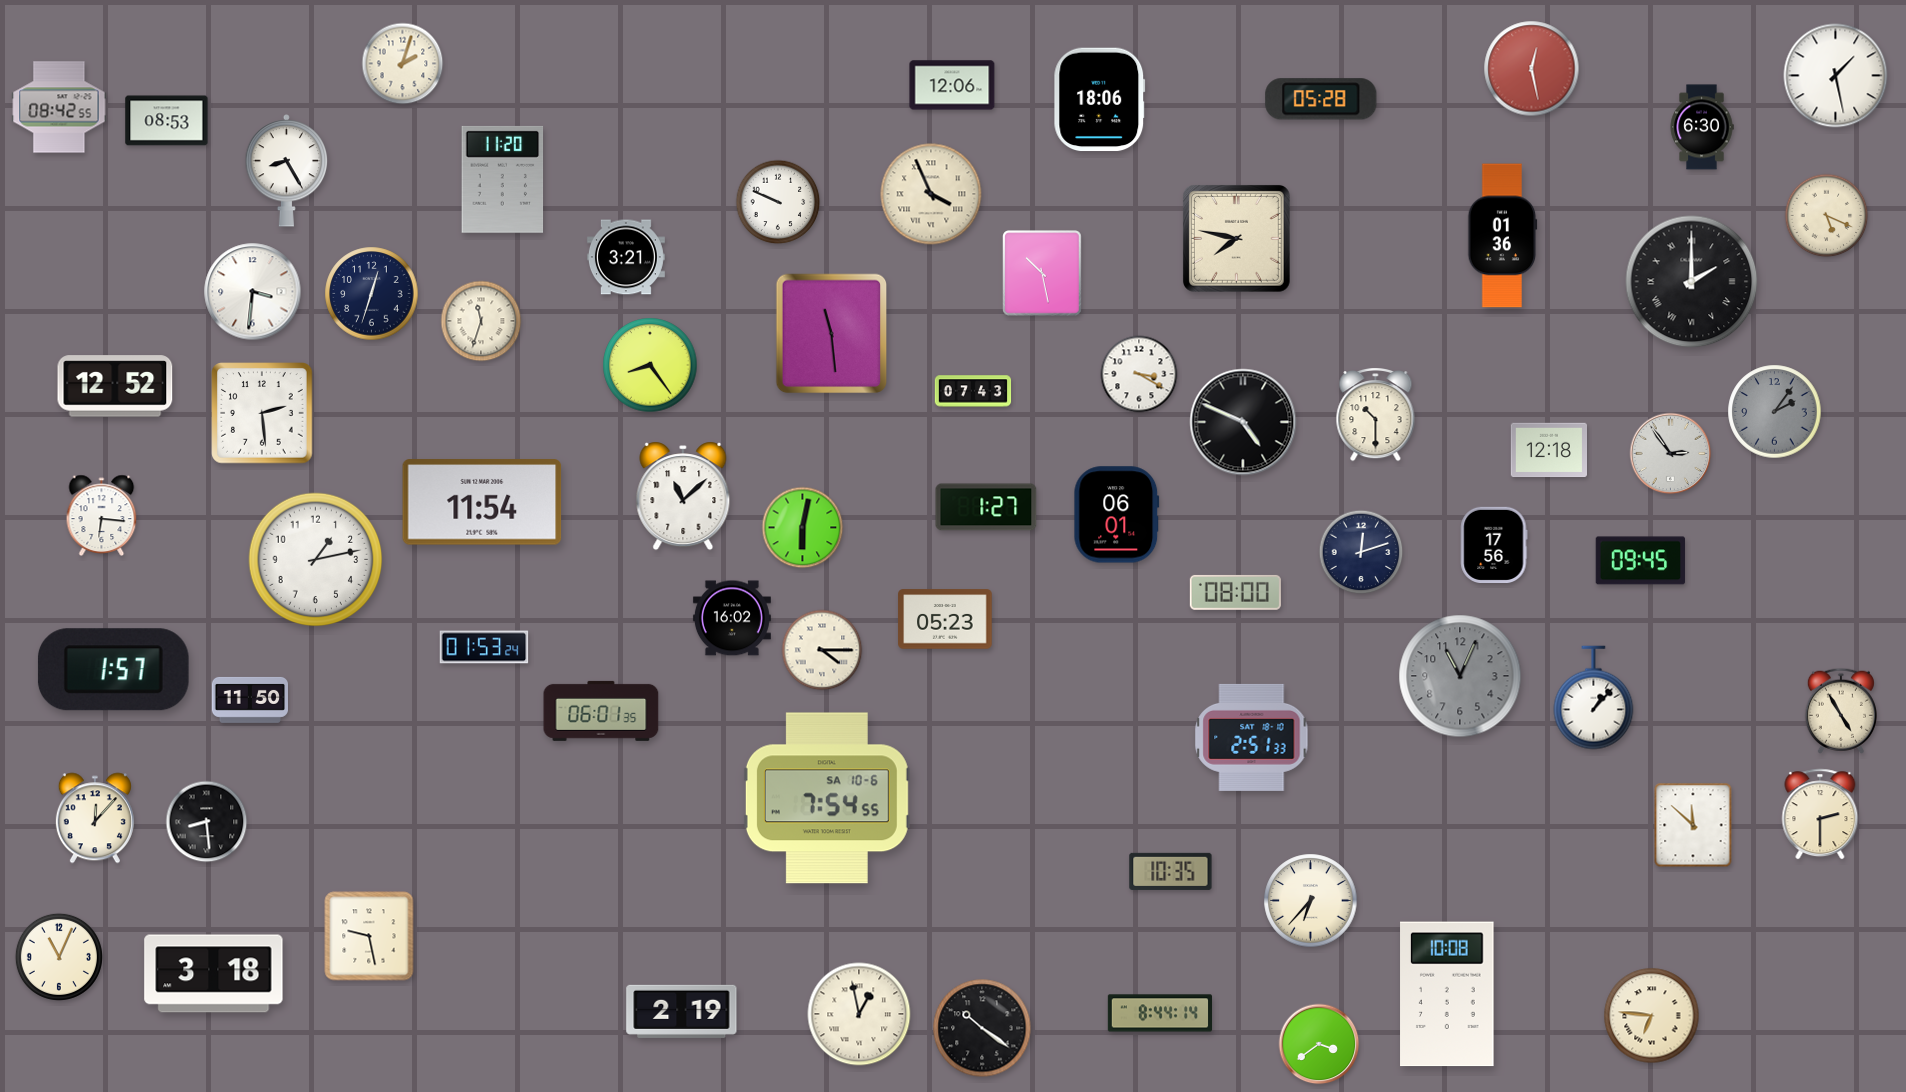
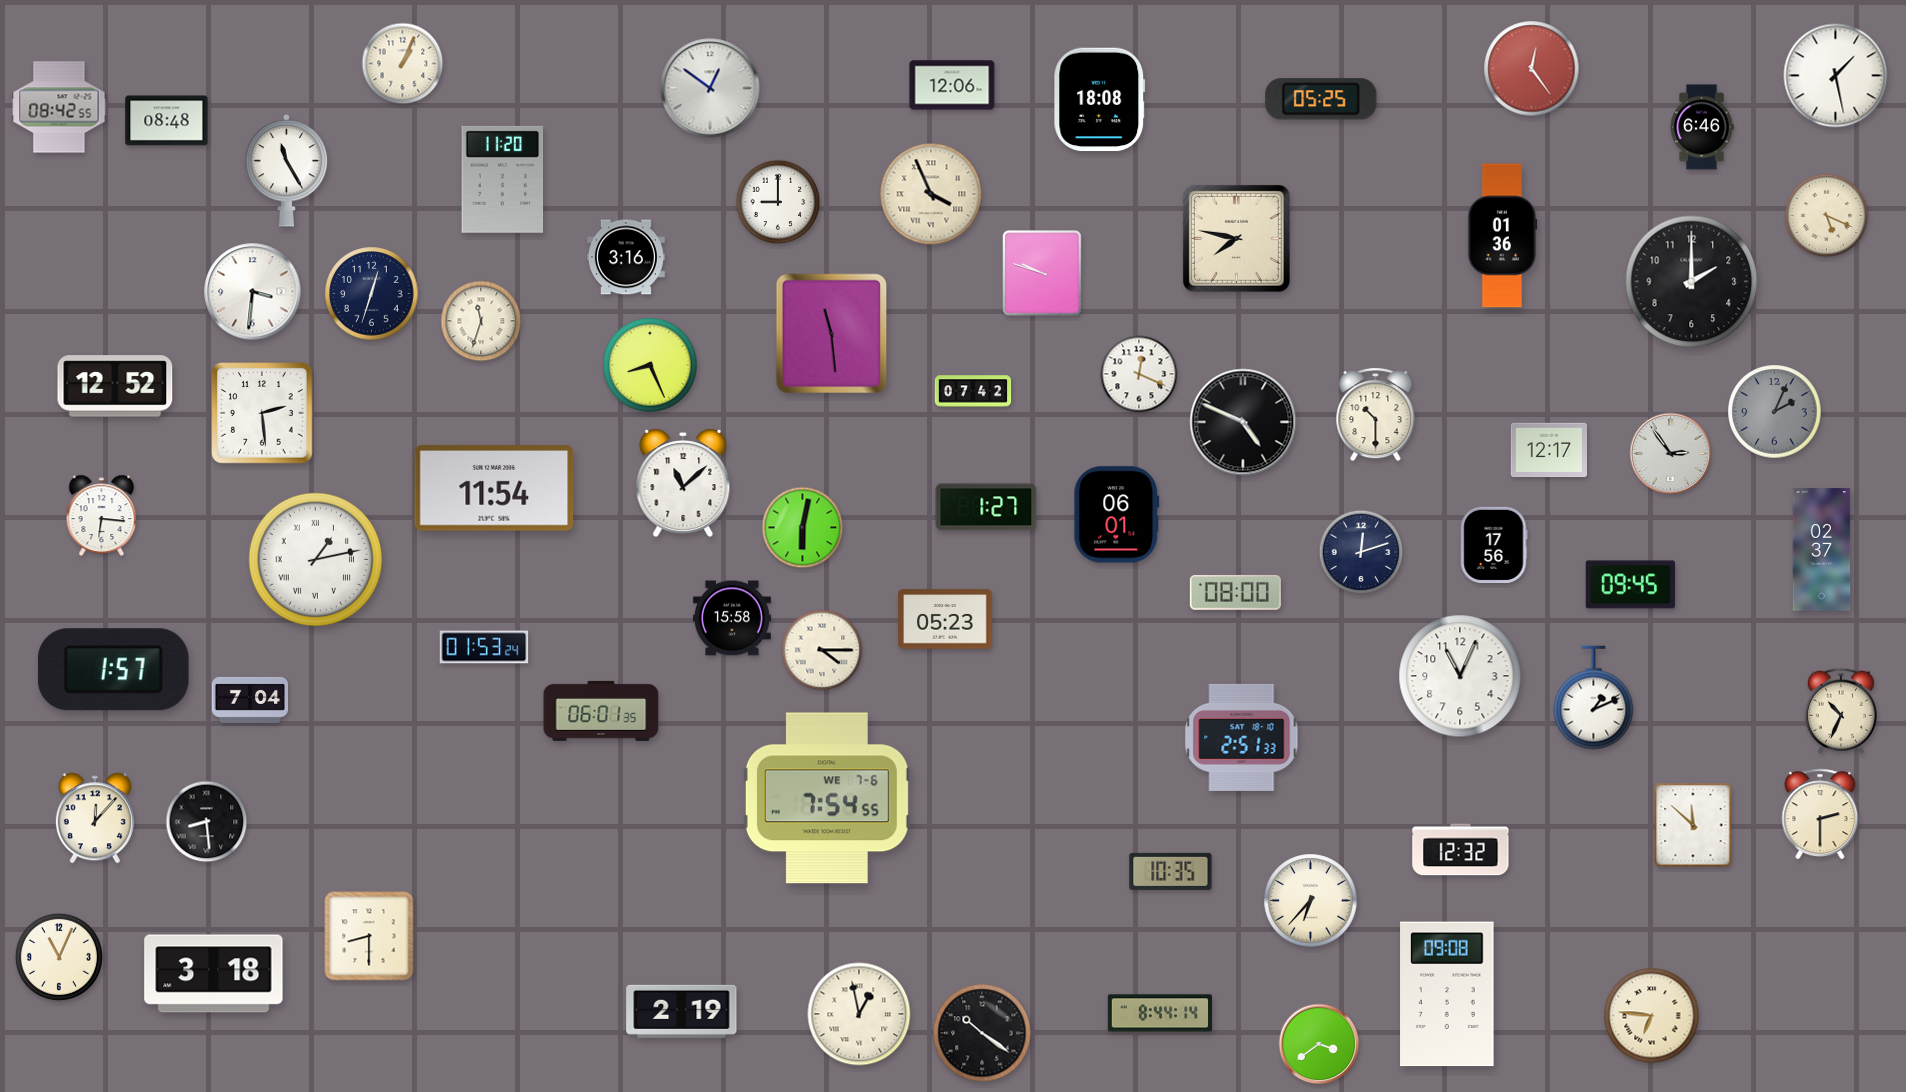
clock at (403, 64): 2:03 -> 1:04
clock at (1532, 69): 12:28 -> 12:24
clock at (710, 88): none -> 12:51
clock at (1321, 99): 05:28 -> 05:25
clock at (1100, 100): 18:06 -> 18:08
clock at (167, 121): 08:53 -> 08:48
clock at (1702, 127): 6:30 -> 6:46
clock at (287, 171): 8:25 -> 11:25
clock at (778, 202): 9:49 -> 9:00
clock at (626, 257): 3:21 -> 3:16
clock at (1042, 273): 10:28 -> 9:48
clock at (1692, 282) numerals: Roman -> Arabic
clock at (650, 365): 8:24 -> 8:26
clock at (1139, 374): 3:20 -> 12:19
clock at (973, 391): 07:43 -> 07:42
clock at (1775, 412): 2:06 -> 2:04
clock at (1548, 450): 12:18 -> 12:17
clock at (683, 496) position: (683, 496) -> (683, 483)
clock at (482, 502) position: (482, 502) -> (494, 488)
clock at (1822, 550): none -> 02:37
clock at (316, 560) numerals: Arabic -> Roman
clock at (1641, 561) position: (1641, 561) -> (1631, 585)
clock at (732, 618): 16:02 -> 15:58
clock at (1460, 676) dial: grey -> white
clock at (1594, 698): 1:07 -> 1:11
clock at (249, 700): 11:50 -> 7:04
clock at (1841, 711): 4:55 -> 10:34
clock at (1252, 737) position: (1252, 737) -> (1242, 737)
clock at (827, 798) date: SA 10-6 -> WE 7-6
clock at (1461, 850): none -> 12:32
clock at (369, 936): 9:28 -> 8:30
clock at (1447, 994): 10:08 -> 09:08
clock at (982, 1028) position: (982, 1028) -> (982, 1033)
